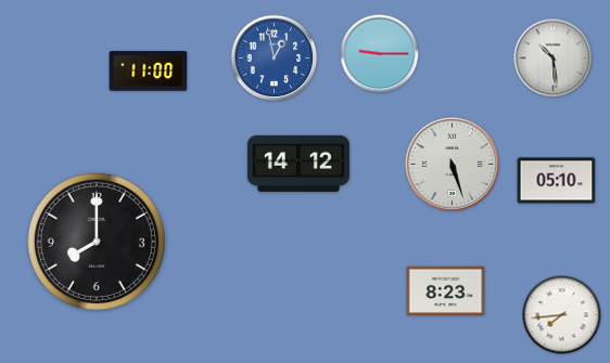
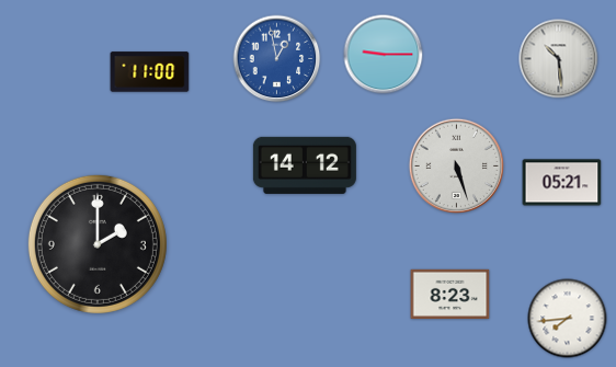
clock at (298, 164) position: (298, 164) -> (305, 165)
clock at (557, 181): 05:10 -> 05:21
clock at (97, 242): 8:00 -> 2:00
